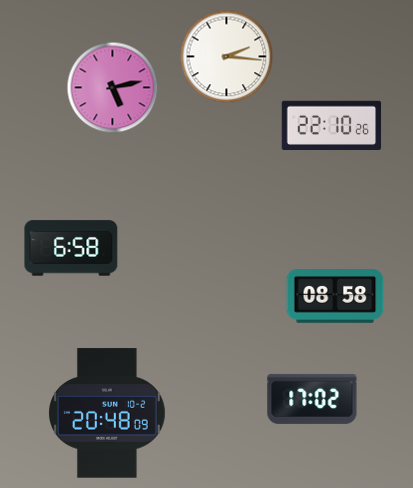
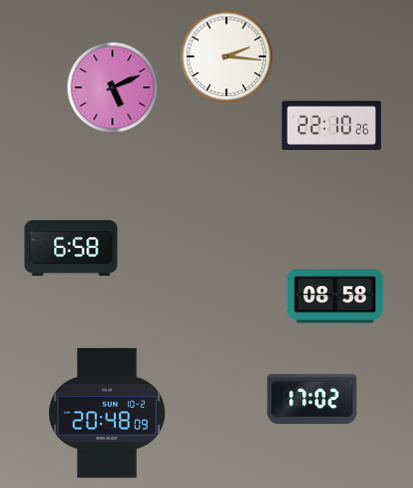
clock at (113, 88): 5:13 -> 5:11
